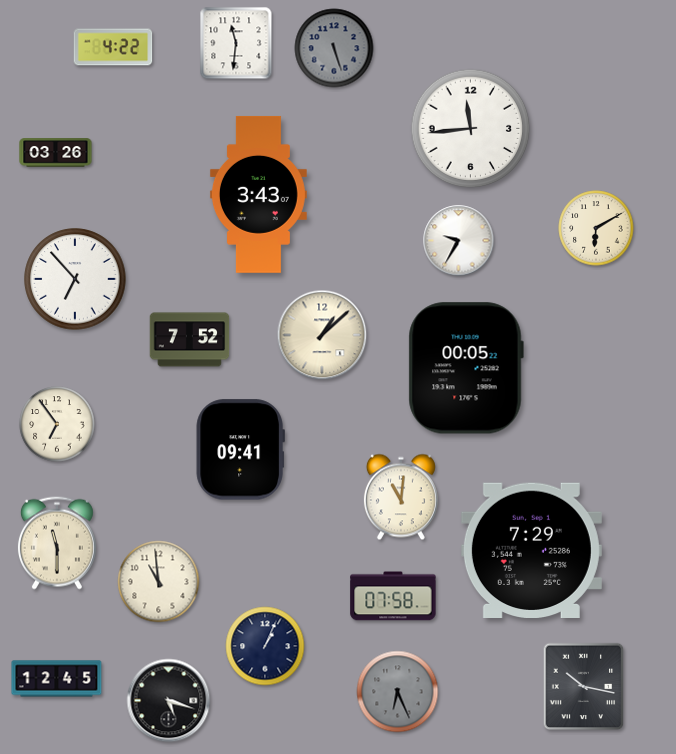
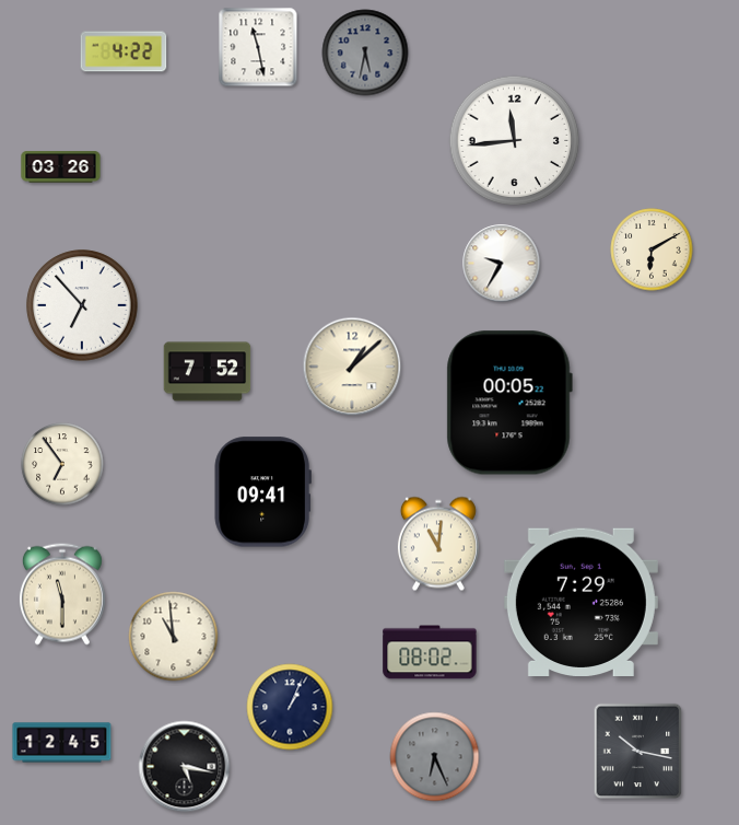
clock at (236, 43): 11:31 -> 11:28
clock at (334, 48): 5:27 -> 5:32
clock at (258, 194): 3:43 -> none
clock at (393, 596): 07:58 -> 08:02
clock at (169, 701): 5:18 -> 5:17
